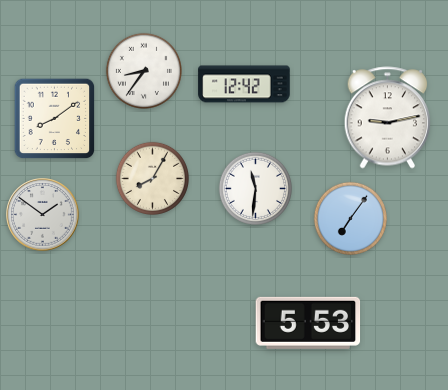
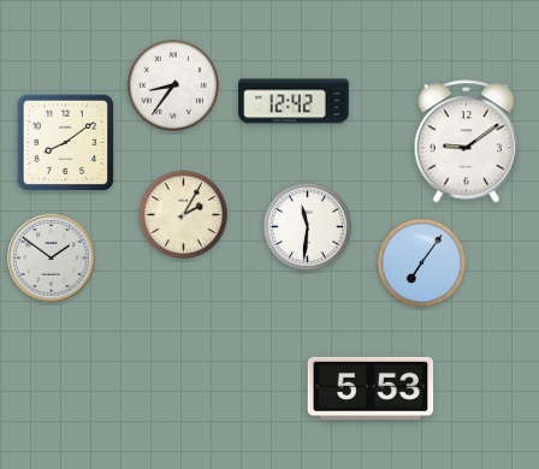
clock at (388, 118): 9:13 -> 9:09
clock at (152, 178): 8:05 -> 2:05
